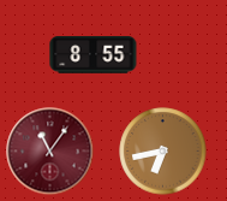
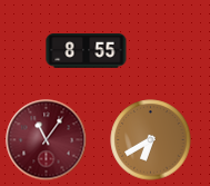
clock at (163, 152): 6:43 -> 6:40
